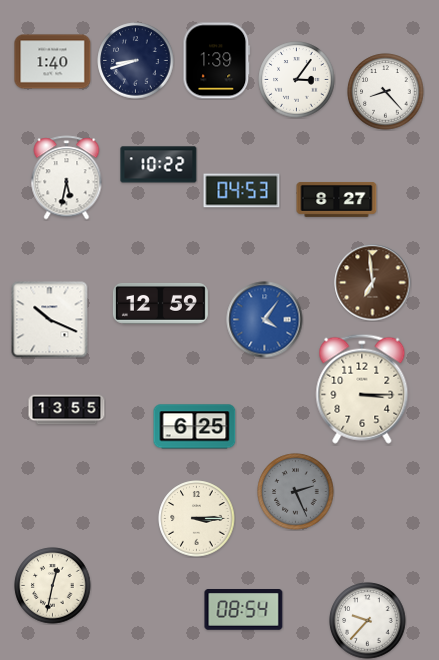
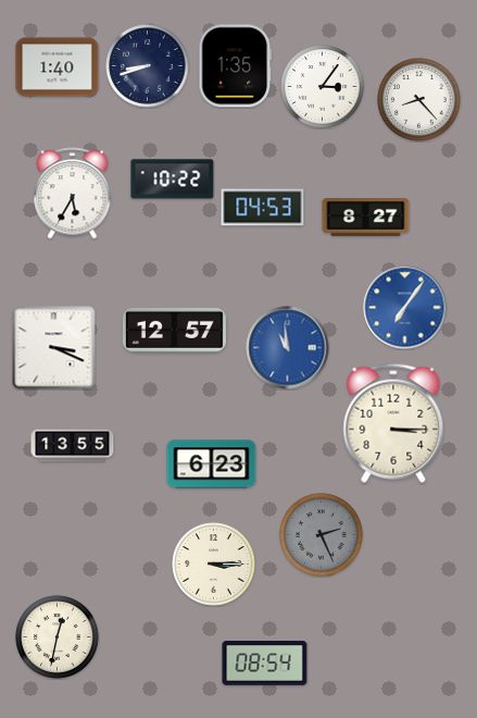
clock at (217, 61): 1:39 -> 1:35
clock at (67, 178): 5:32 -> 5:35
clock at (373, 283): 6:59 -> 7:06
clock at (373, 283) dial: brown -> blue
clock at (160, 303): 12:59 -> 12:57
clock at (50, 320): 10:19 -> 3:19
clock at (265, 320): 4:06 -> 10:59
clock at (195, 427): 6:25 -> 6:23
clock at (368, 621): 9:37 -> none
